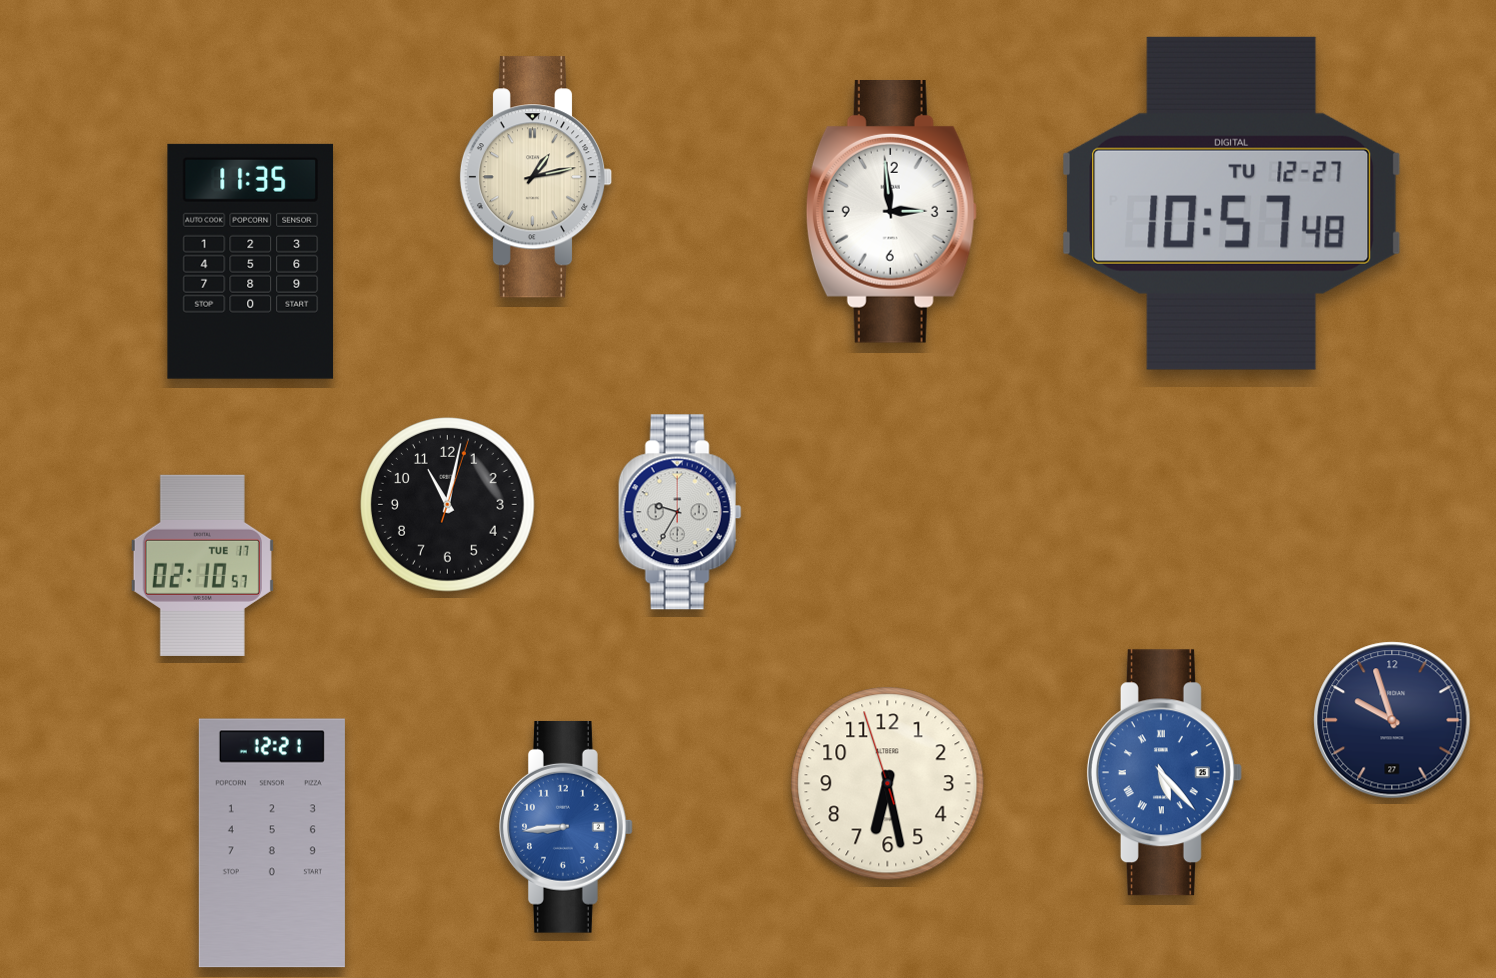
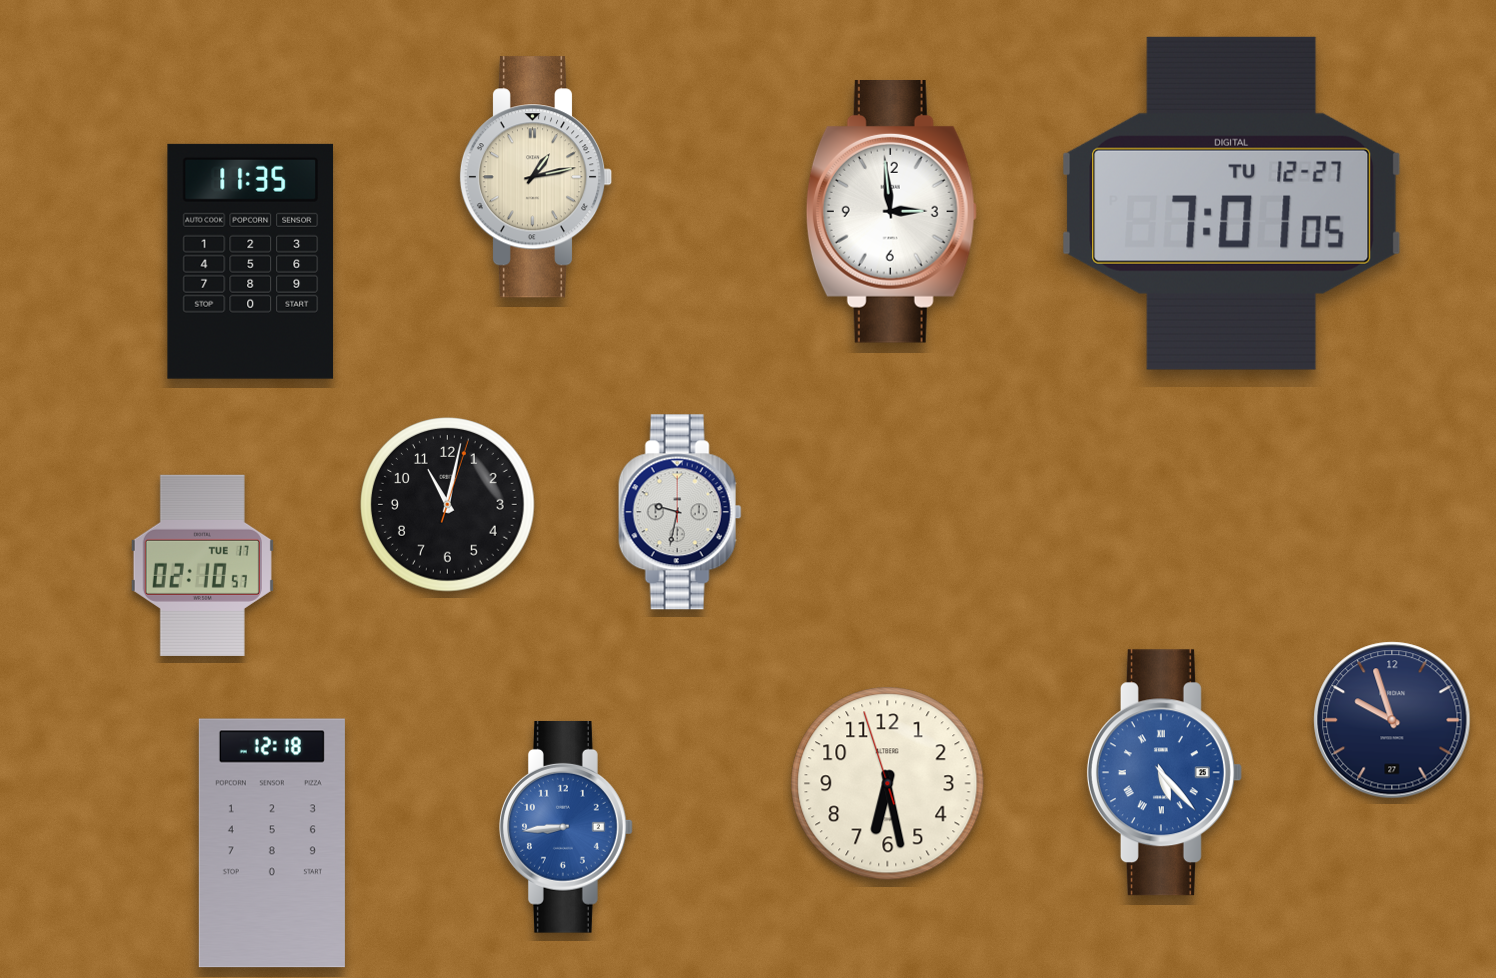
clock at (1232, 203): 10:57 -> 7:01
clock at (680, 512): 9:35 -> 9:32
clock at (272, 843): 12:21 -> 12:18
